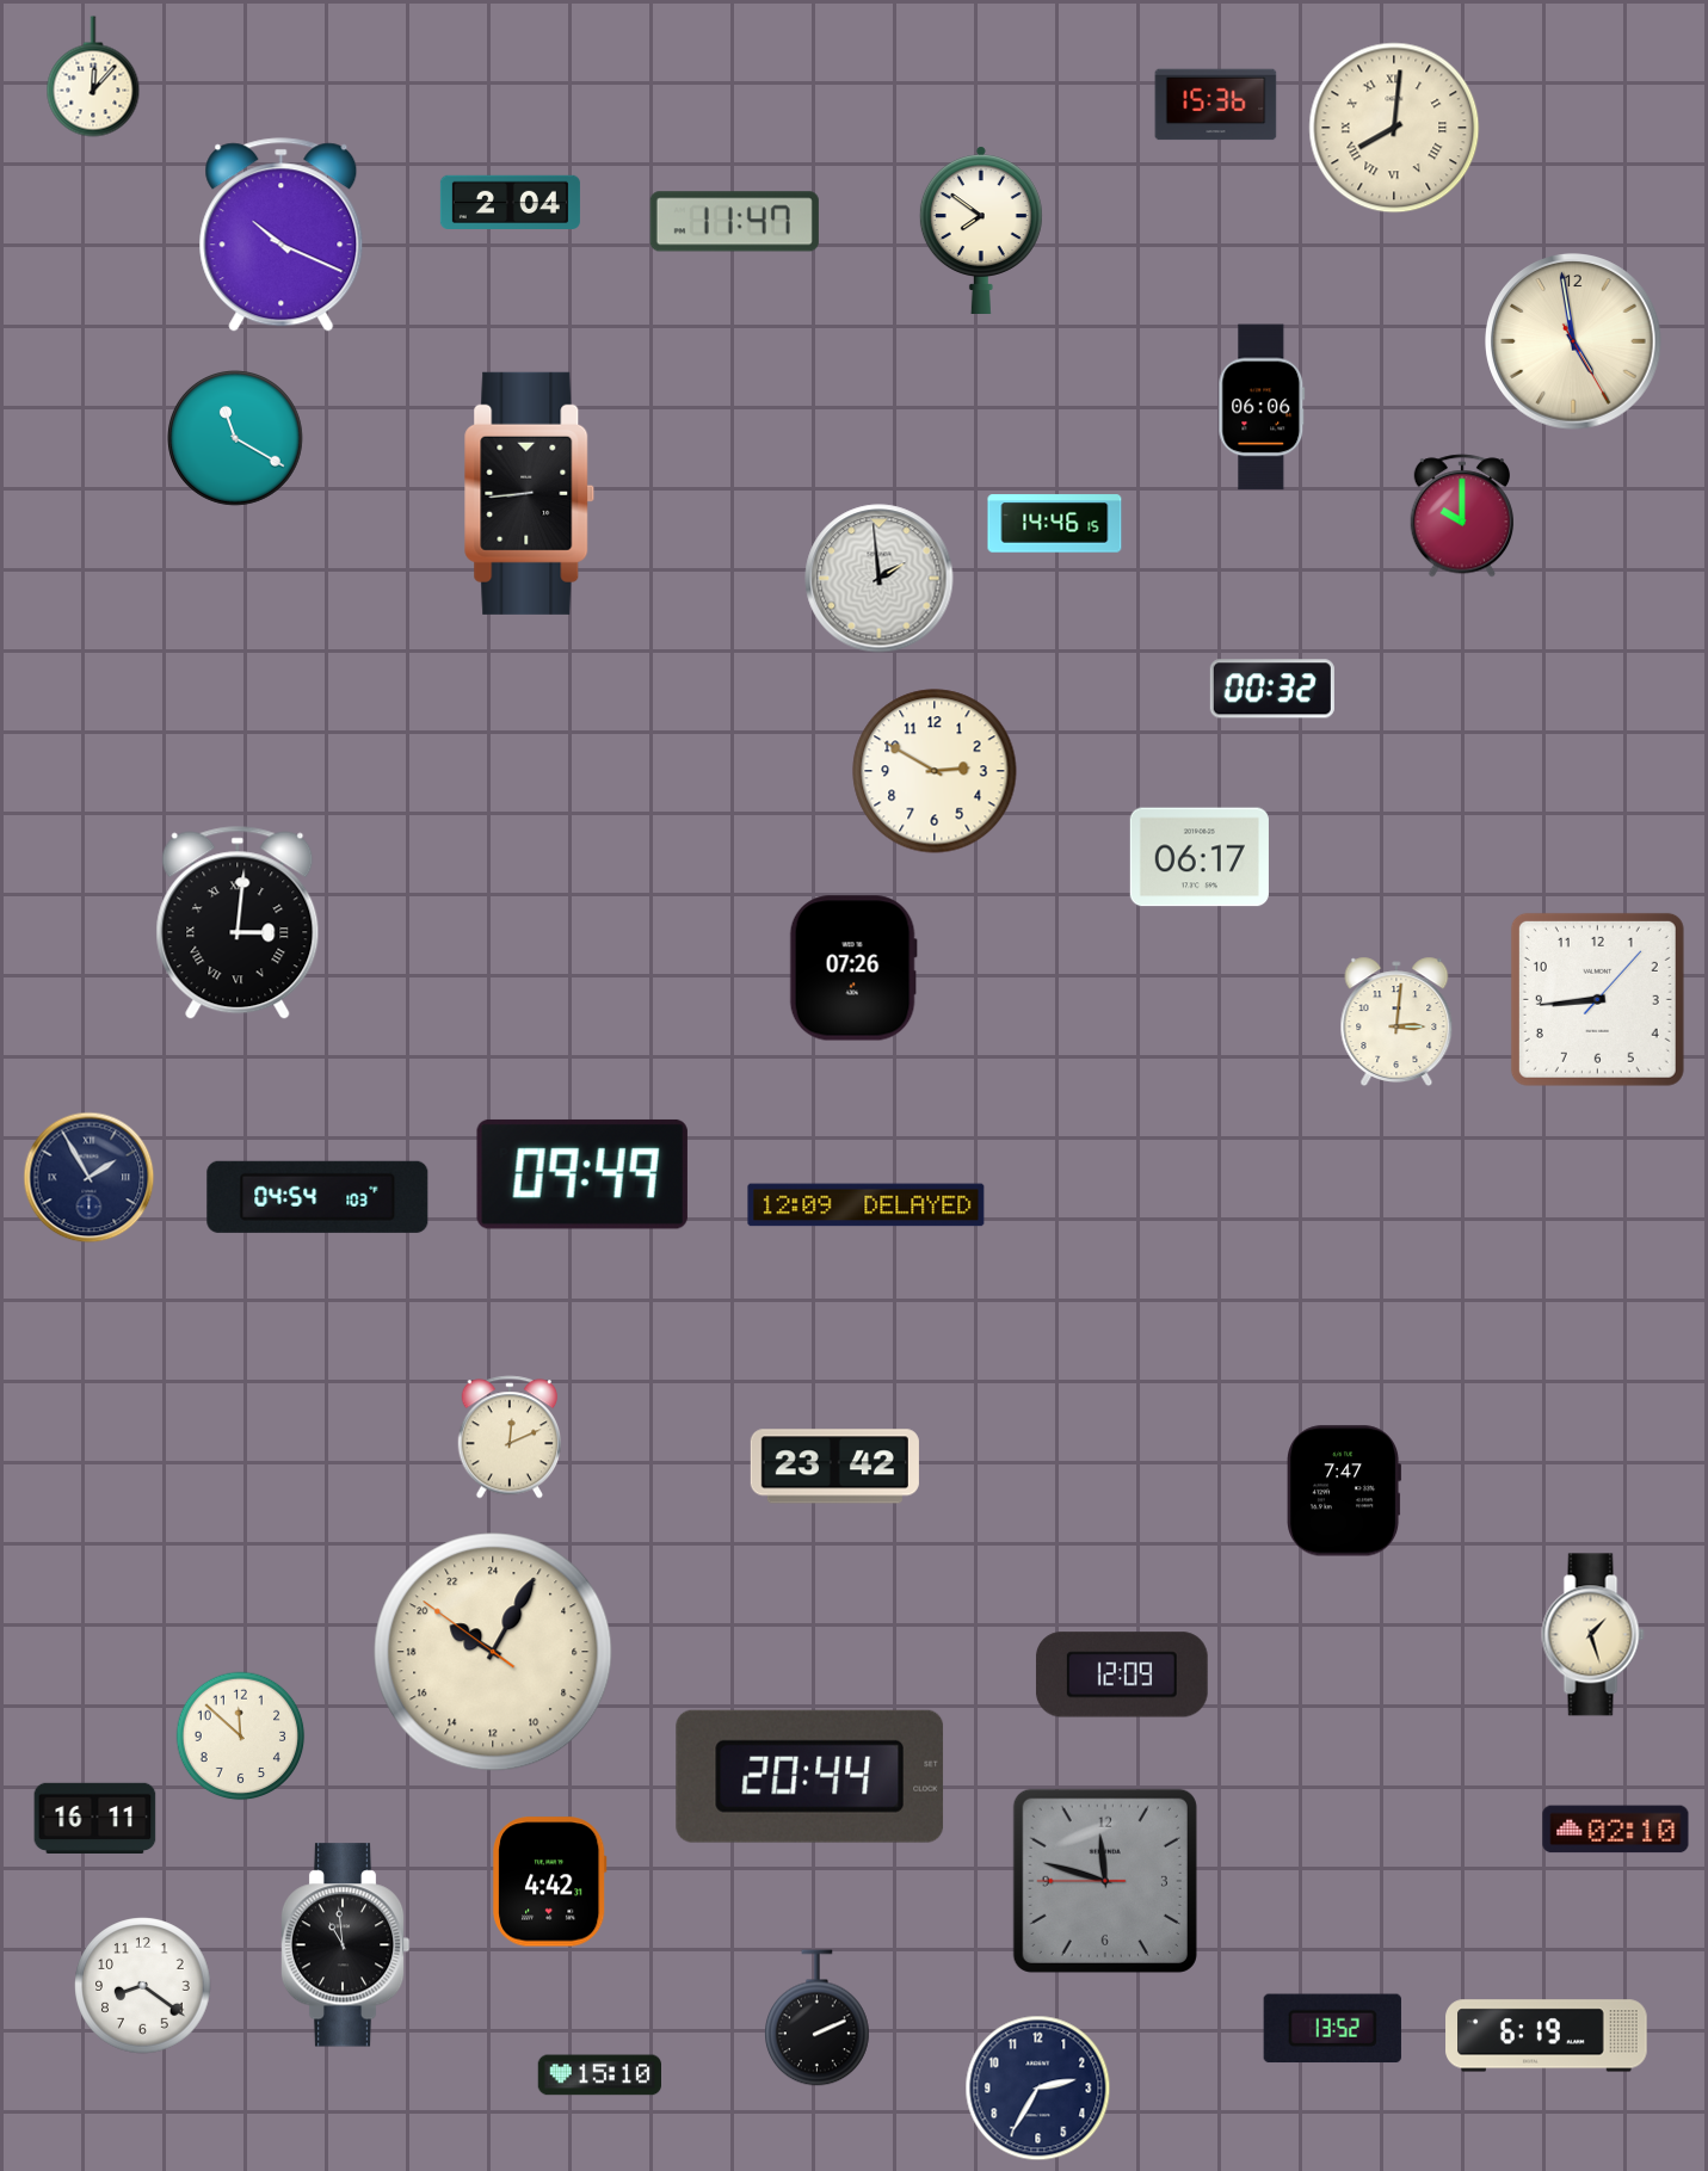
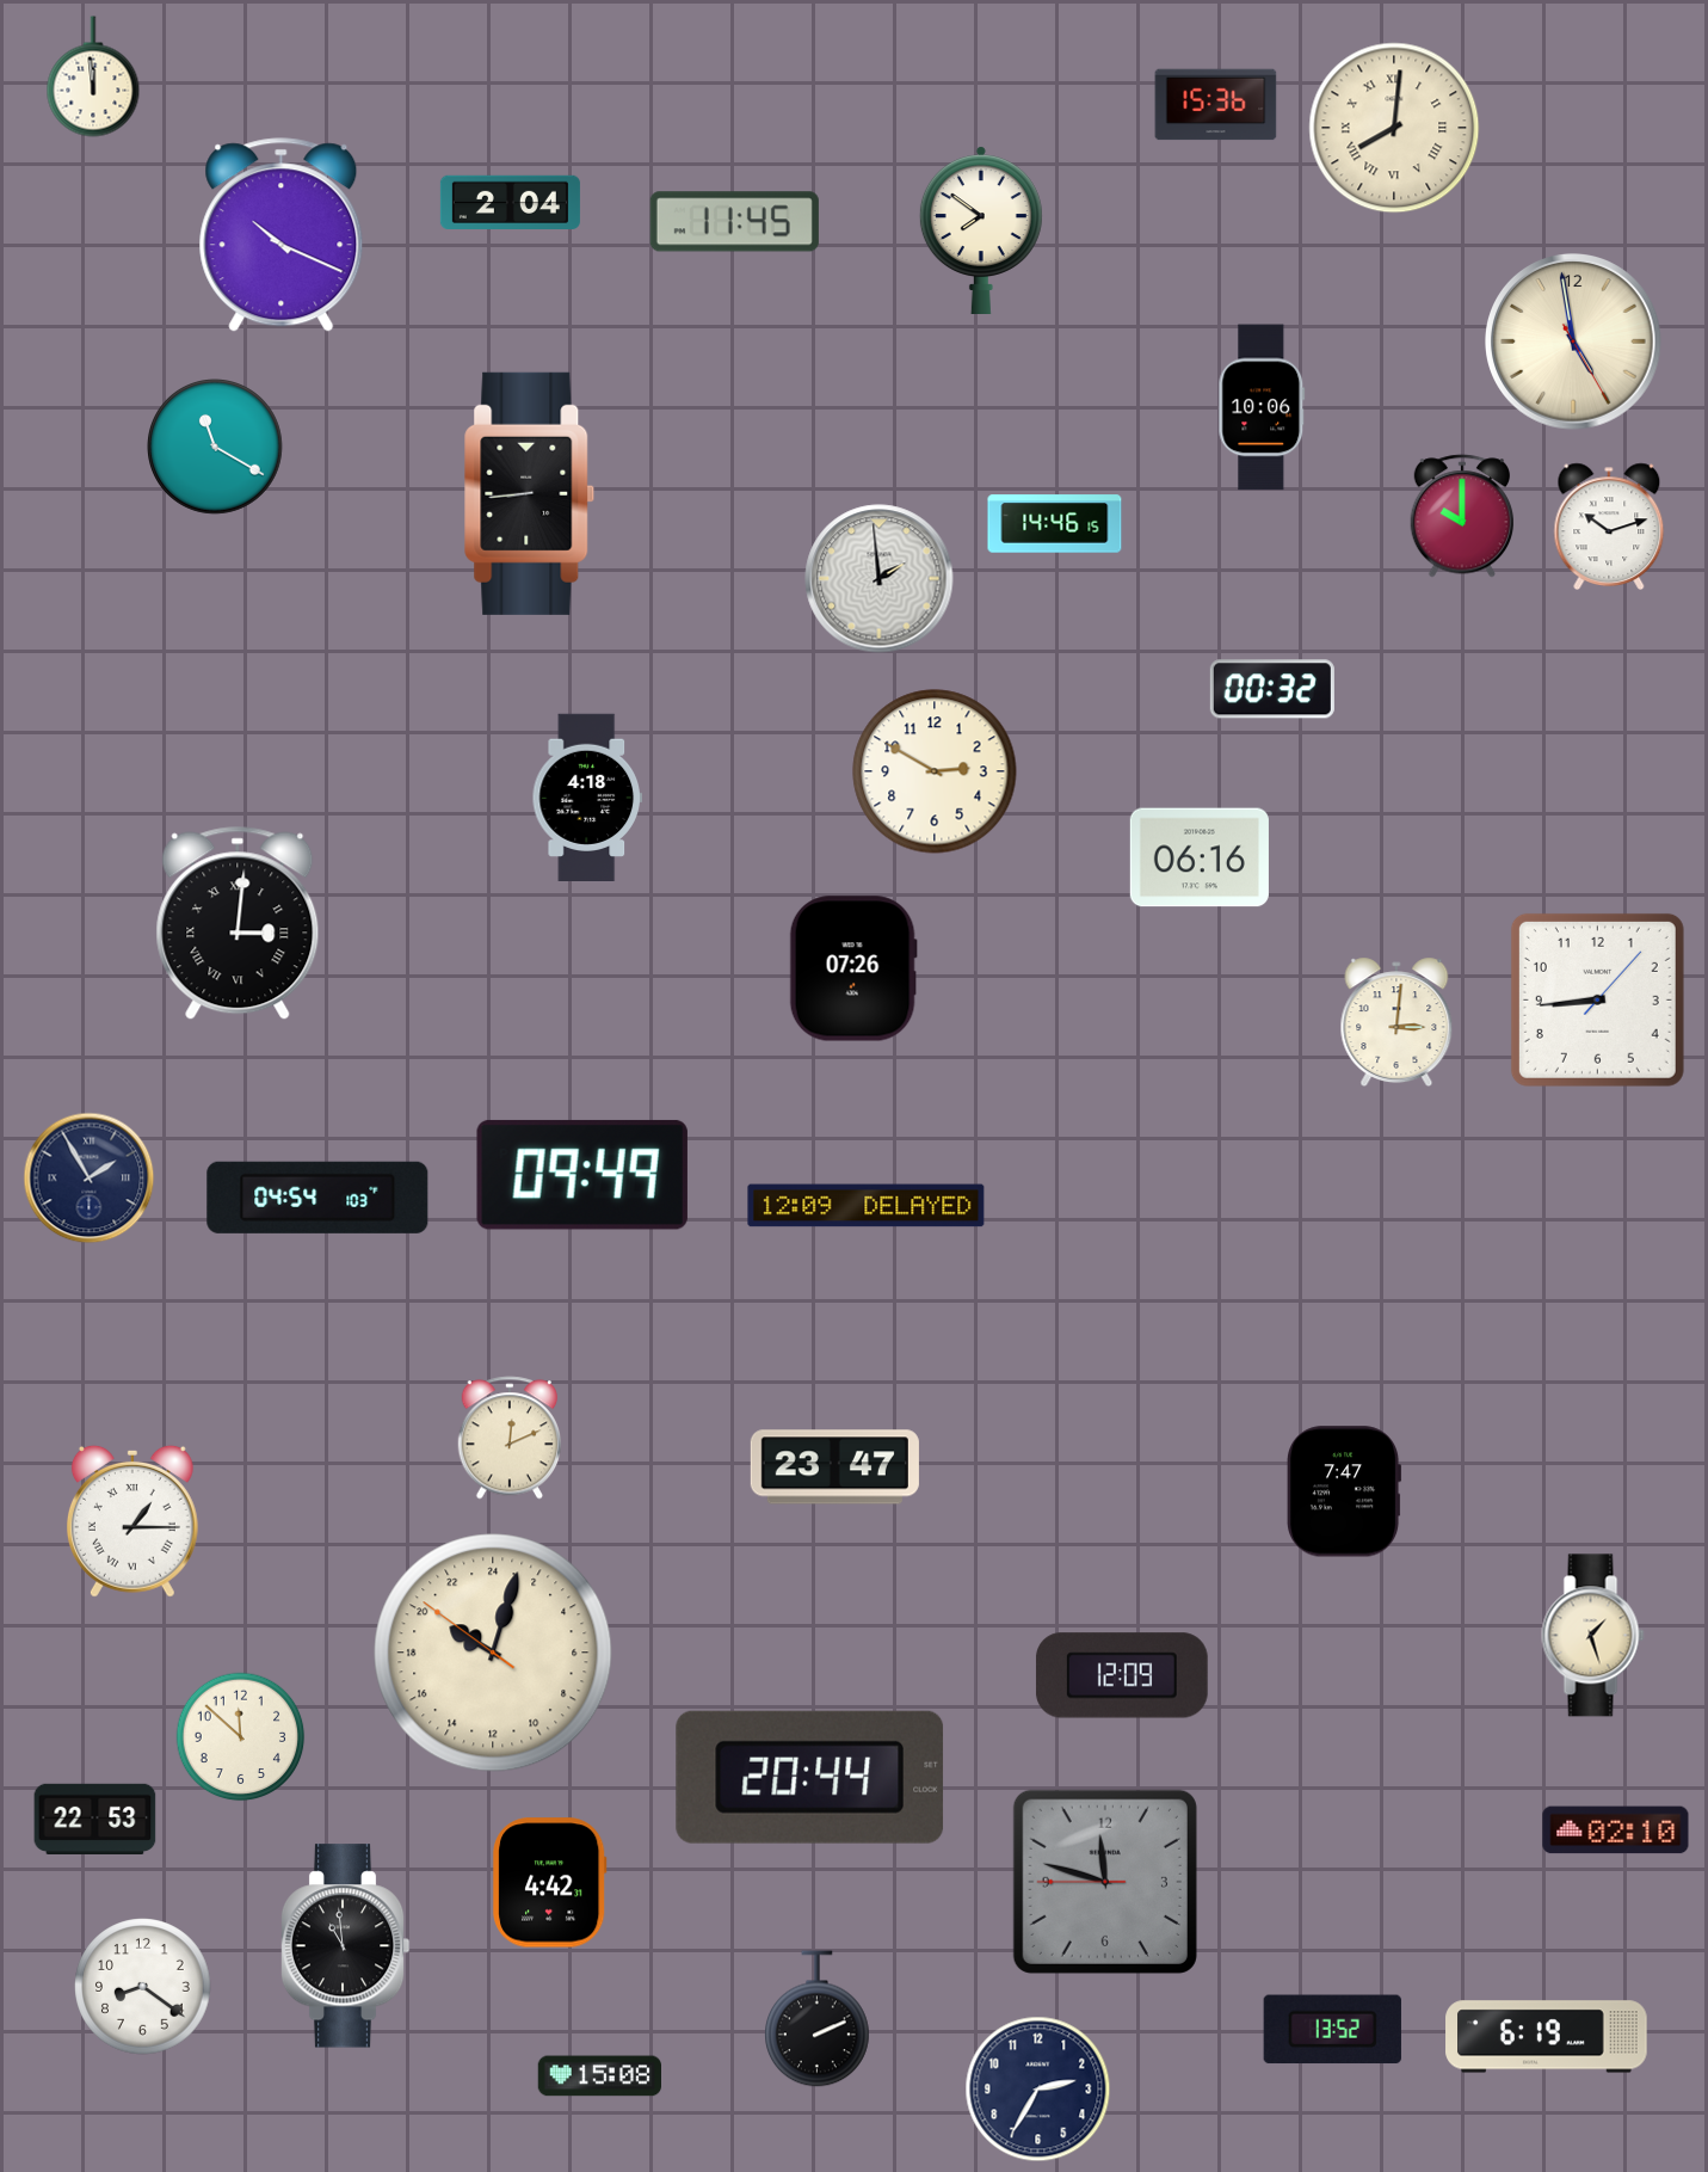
clock at (93, 76): 12:07 -> 11:59
clock at (734, 222): 11:47 -> 11:45
clock at (1262, 407): 06:06 -> 10:06
clock at (236, 439) position: (236, 439) -> (216, 448)
clock at (1609, 525): none -> 10:12
clock at (587, 796): none -> 4:18
clock at (1200, 857): 06:17 -> 06:16
clock at (834, 1467): 23:42 -> 23:47
clock at (132, 1521): none -> 1:15
clock at (493, 1652): 20:04 -> 20:02
clock at (95, 1818): 16:11 -> 22:53
clock at (599, 2076): 15:10 -> 15:08
